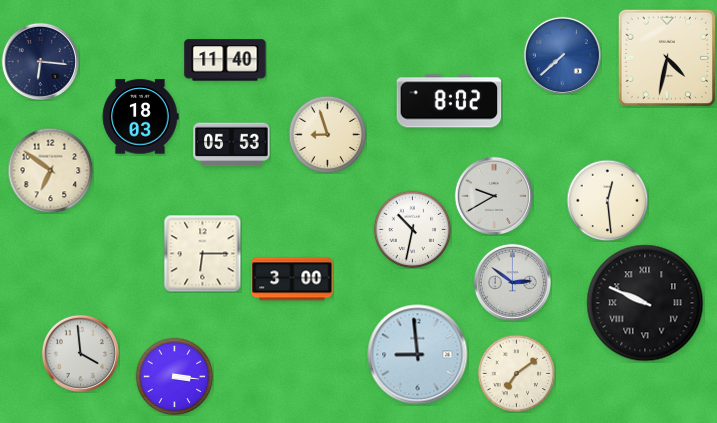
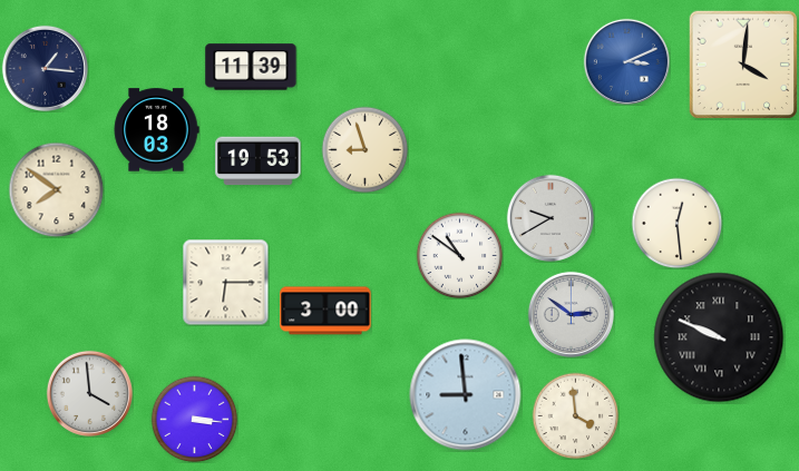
clock at (562, 55): 7:38 -> 3:11
clock at (667, 58): 4:32 -> 4:01
clock at (225, 60): 11:40 -> 11:39
clock at (40, 61): 6:16 -> 1:16
clock at (449, 101): 8:02 -> none
clock at (232, 145): 05:53 -> 19:53
clock at (50, 170): 6:51 -> 7:51
clock at (412, 229): 10:32 -> 10:51
clock at (516, 373): 7:09 -> 3:59
